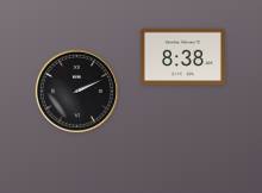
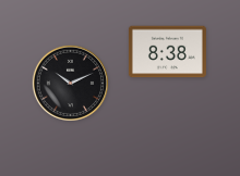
clock at (76, 91): 2:11 -> 10:11
